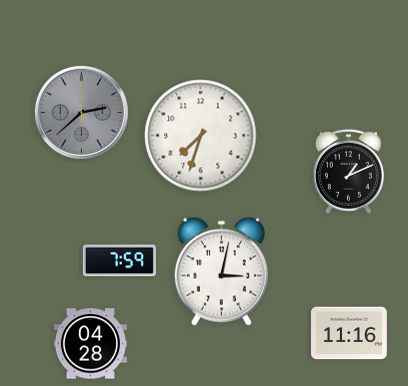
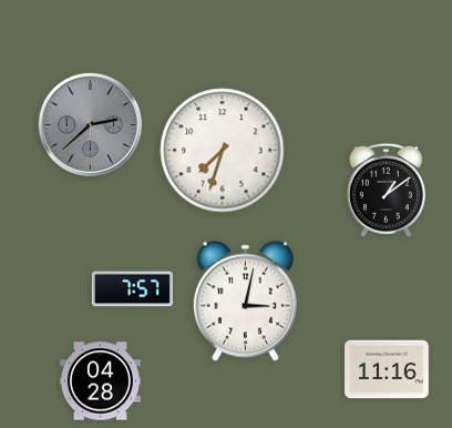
clock at (348, 171): 1:11 -> 1:09
clock at (119, 261): 7:59 -> 7:57
